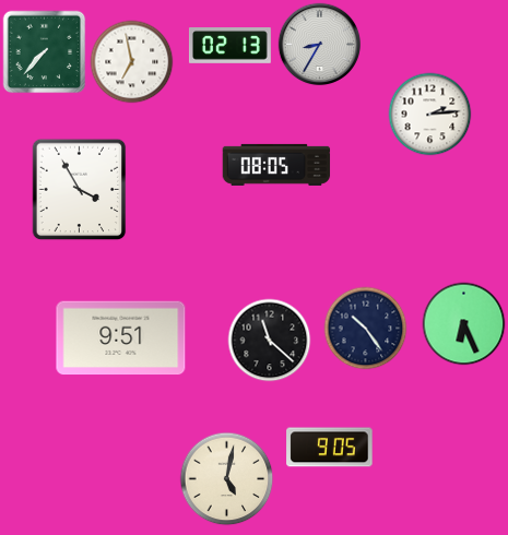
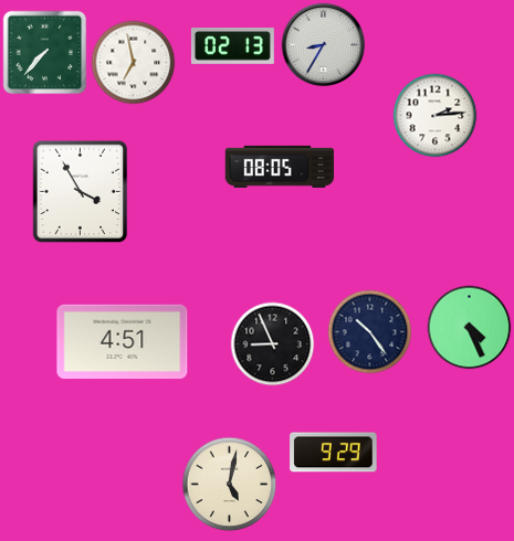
clock at (464, 324): 6:26 -> 4:26
clock at (121, 338): 9:51 -> 4:51
clock at (270, 341): 11:22 -> 8:56
clock at (330, 448): 9:05 -> 9:29
